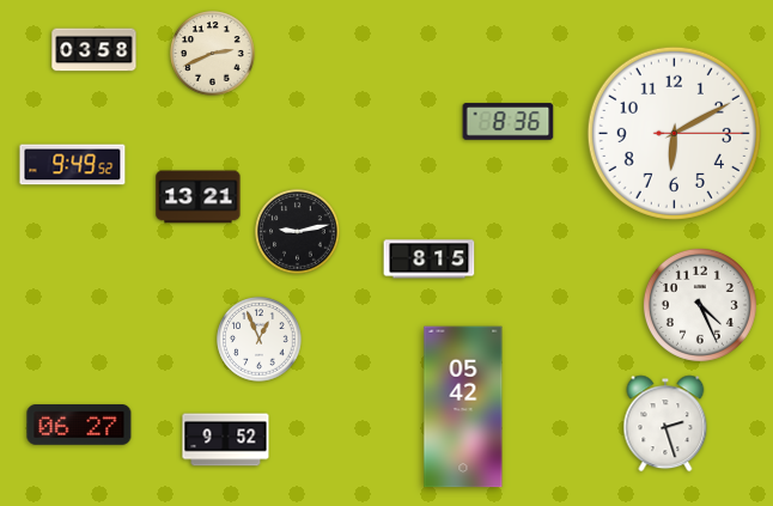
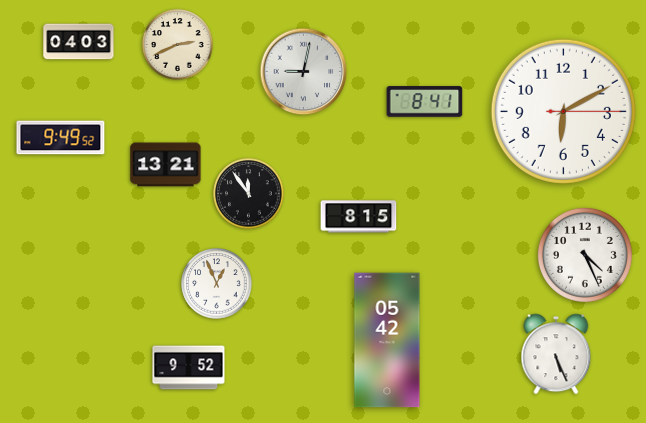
clock at (95, 50): 03:58 -> 04:03
clock at (304, 72): none -> 9:02
clock at (509, 122): 8:36 -> 8:41
clock at (298, 232): 9:13 -> 11:54
clock at (665, 423): 2:27 -> 5:26
clock at (79, 426): 06:27 -> none
